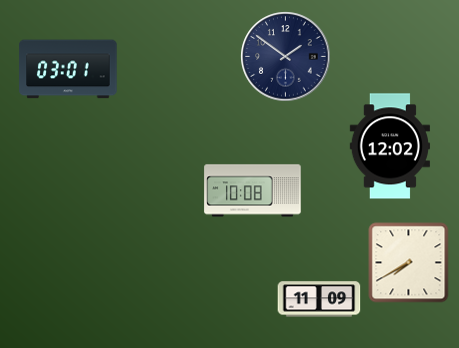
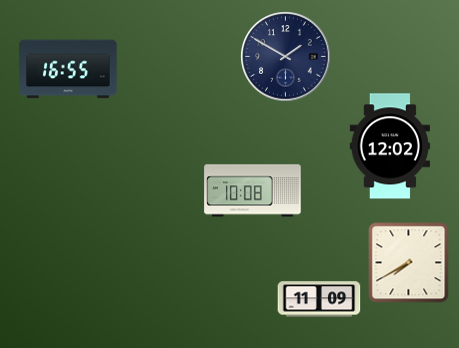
clock at (286, 57): 1:51 -> 1:50
clock at (68, 69): 03:01 -> 16:55
